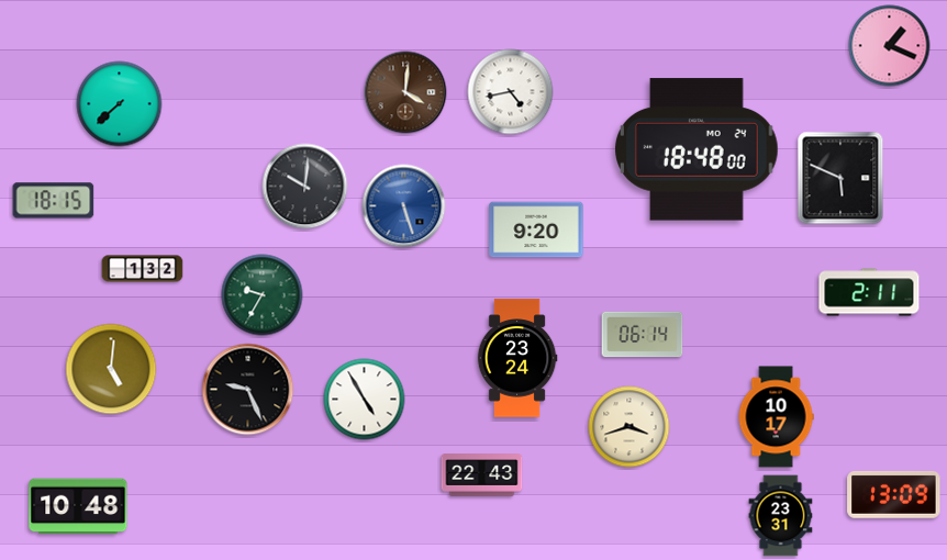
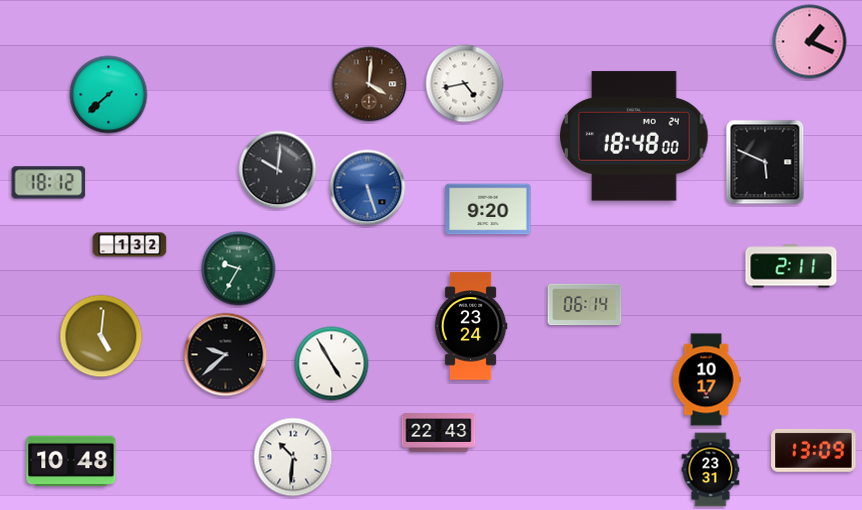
clock at (54, 201): 18:15 -> 18:12
clock at (248, 390): 9:26 -> 9:38
clock at (630, 427): 3:42 -> none
clock at (293, 457): none -> 10:31
